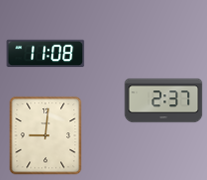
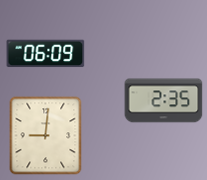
clock at (45, 54): 11:08 -> 06:09
clock at (163, 101): 2:37 -> 2:35
